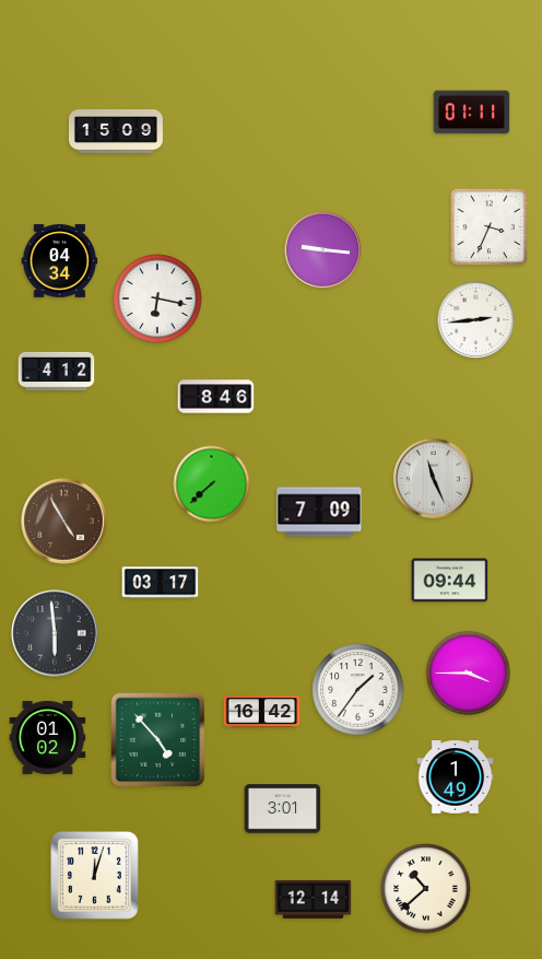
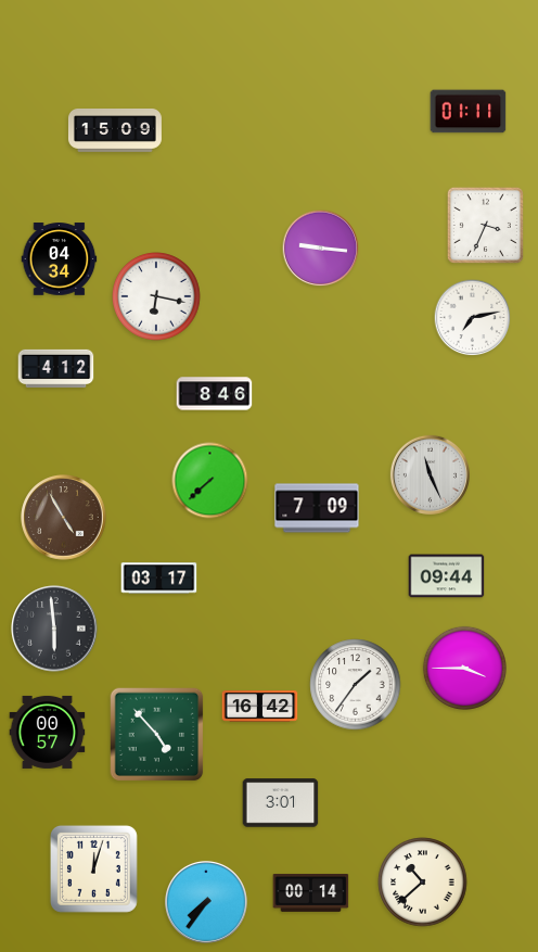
clock at (476, 320): 2:44 -> 7:13
clock at (48, 737): 01:02 -> 00:57
clock at (456, 777): 1:49 -> none
clock at (314, 899): 12:14 -> 00:14
clock at (206, 902): none -> 7:36
